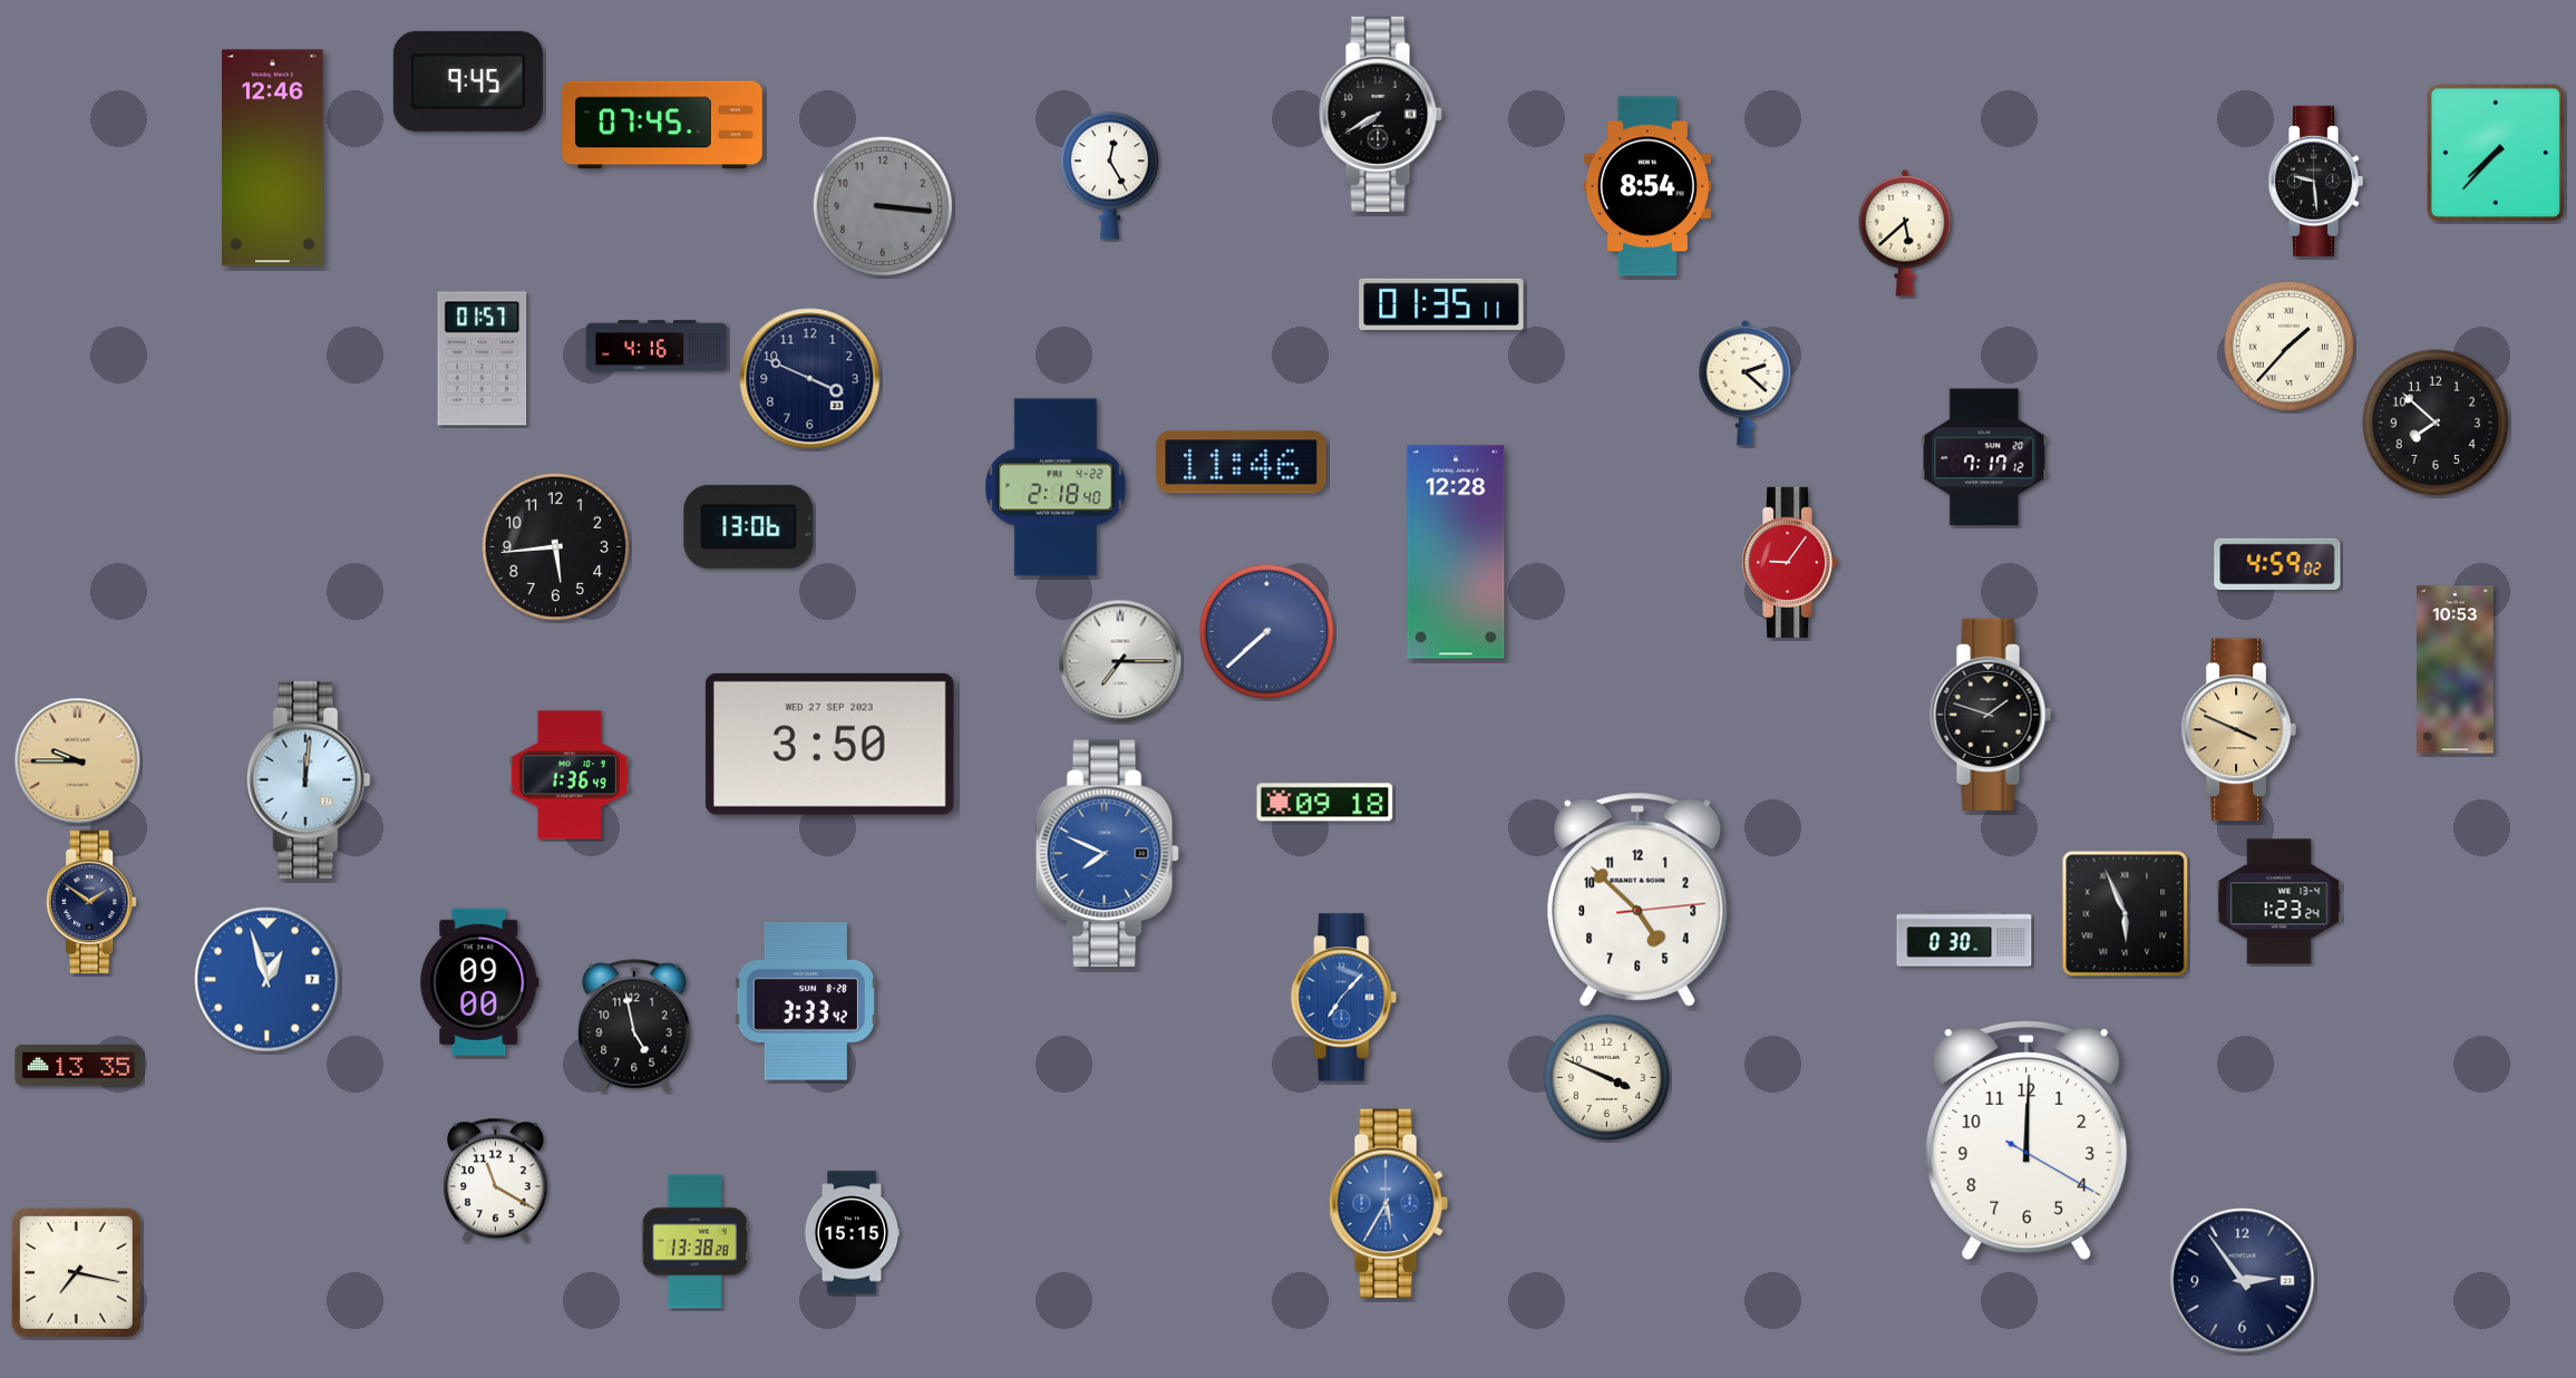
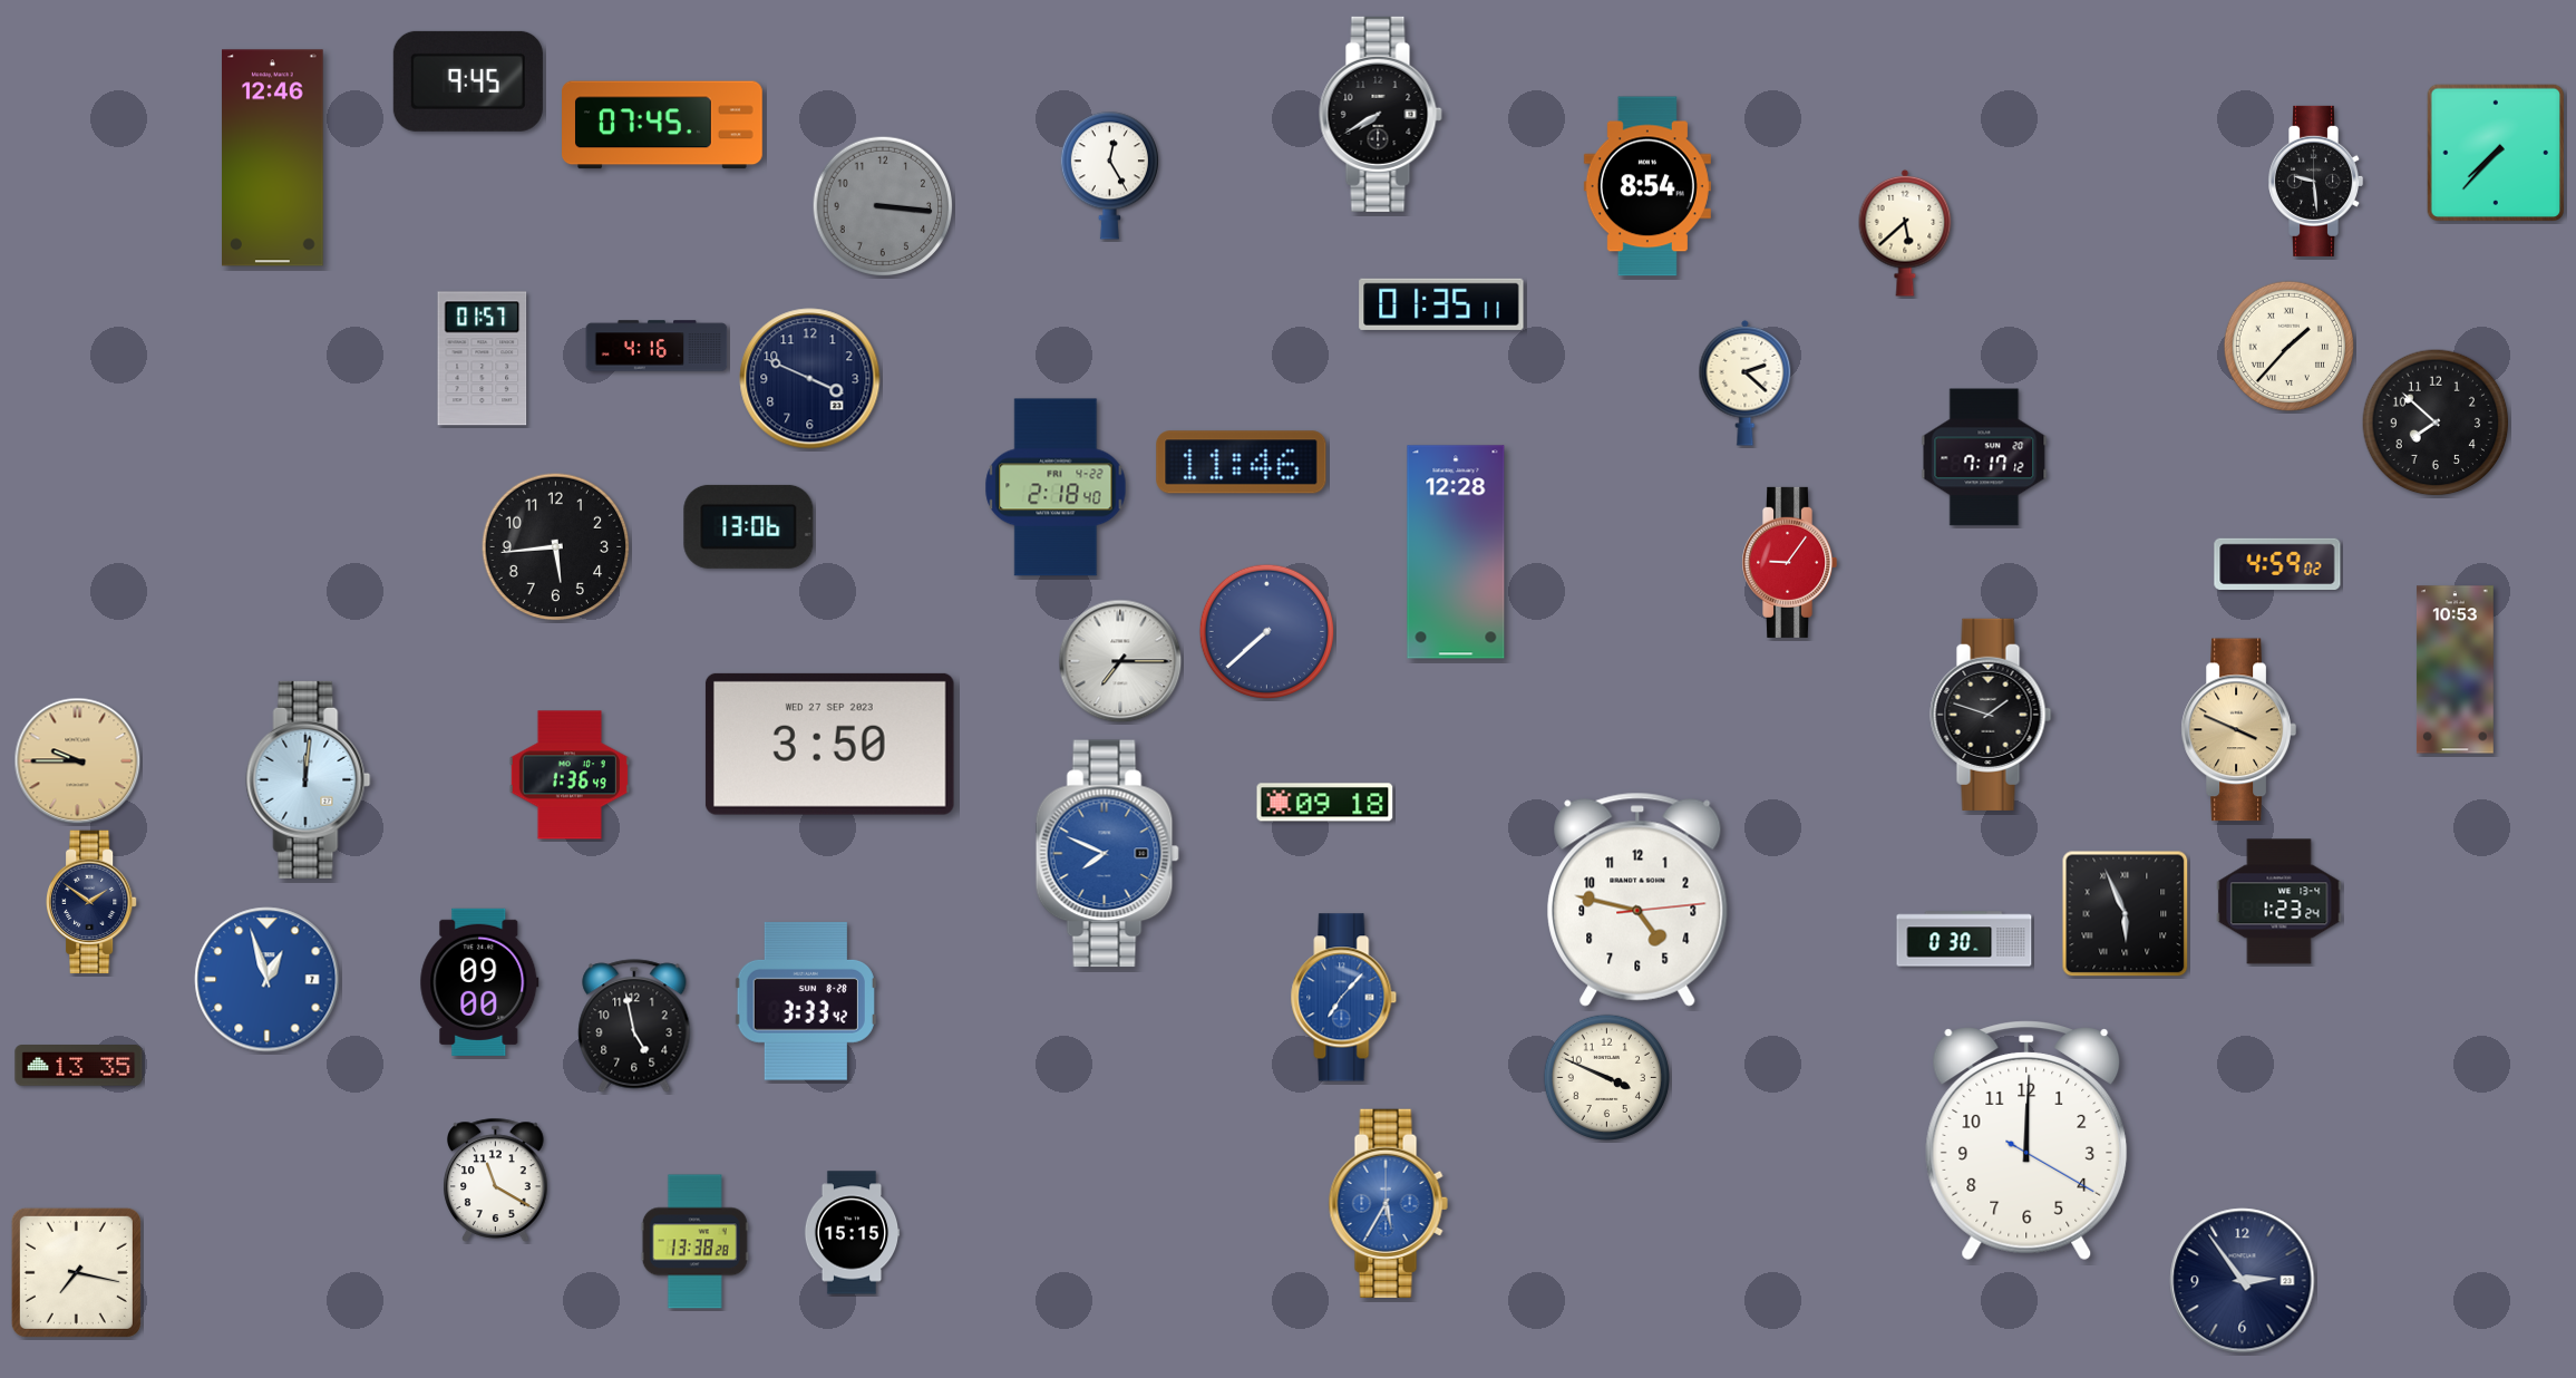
clock at (1637, 900): 4:52 -> 4:47
